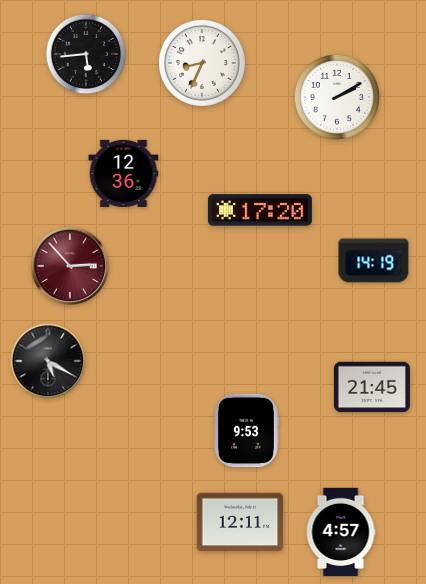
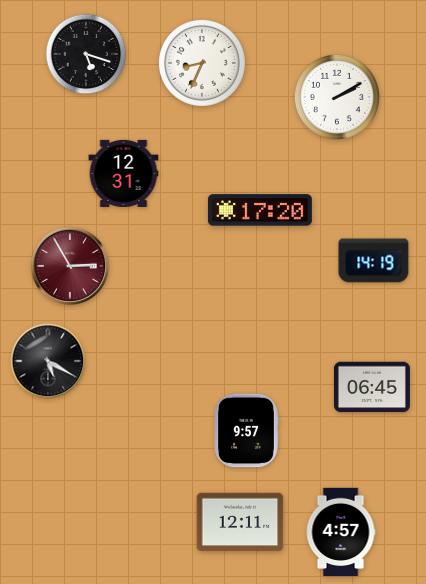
clock at (86, 54): 5:44 -> 5:18
clock at (124, 173): 12:36 -> 12:31
clock at (70, 266): 2:53 -> 2:55
clock at (372, 387): 21:45 -> 06:45
clock at (246, 431): 9:53 -> 9:57
